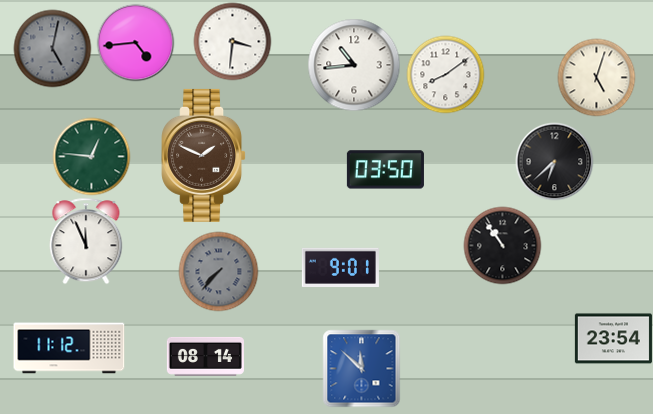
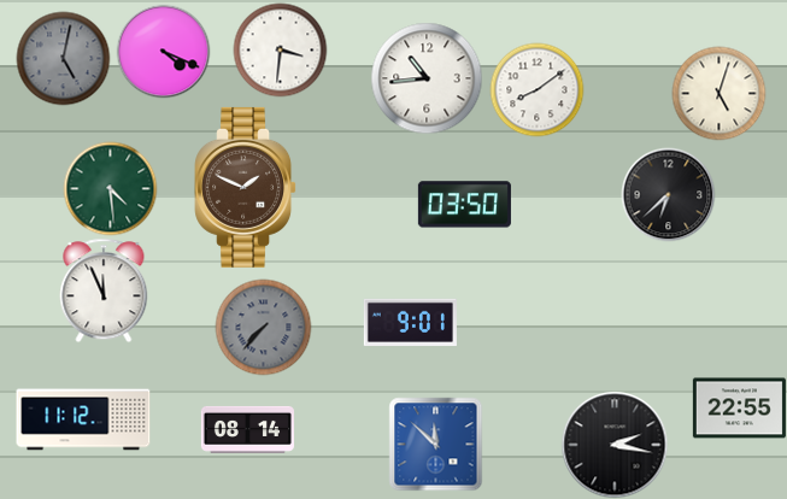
clock at (135, 42): 4:44 -> 4:19
clock at (91, 156): 12:46 -> 4:29
clock at (502, 245): 10:54 -> none
clock at (613, 339): 23:54 -> 22:55
clock at (615, 445): none -> 2:17
